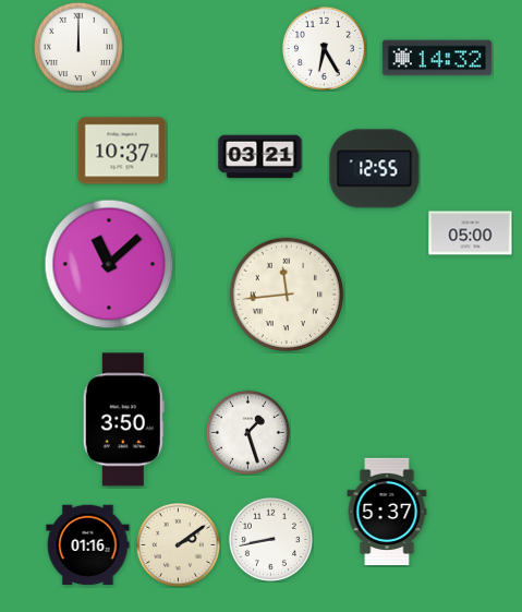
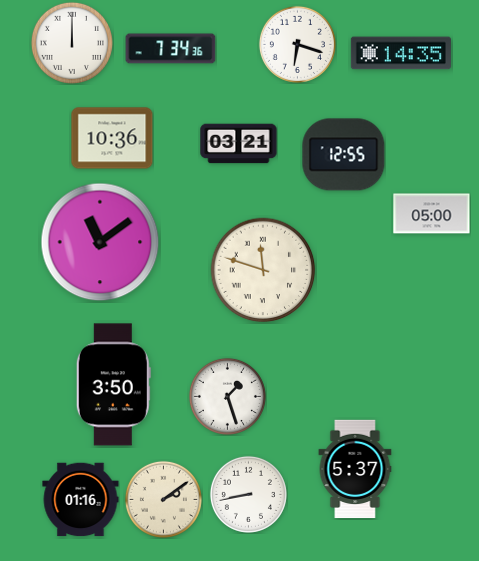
clock at (324, 48): 6:25 -> 6:18
clock at (171, 49): none -> 7:34
clock at (437, 58): 14:32 -> 14:35
clock at (122, 151): 10:37 -> 10:36
clock at (109, 264): 11:08 -> 11:09
clock at (287, 295): 11:44 -> 11:48
